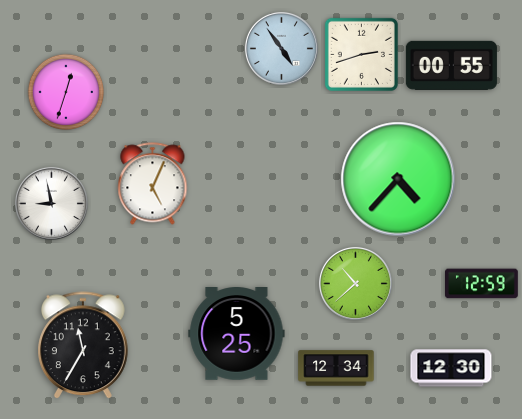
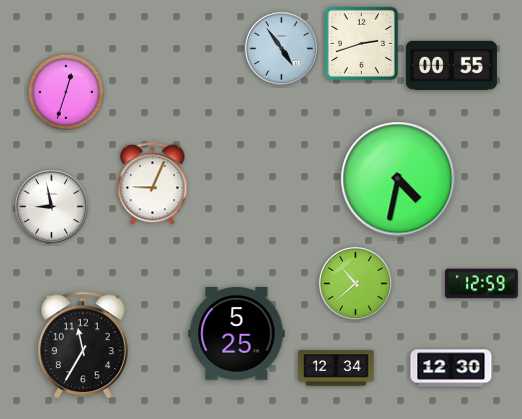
clock at (361, 54) position: (361, 54) -> (361, 43)
clock at (398, 179): 4:37 -> 4:32
clock at (153, 184): 5:04 -> 9:04
clock at (51, 203) position: (51, 203) -> (51, 206)
